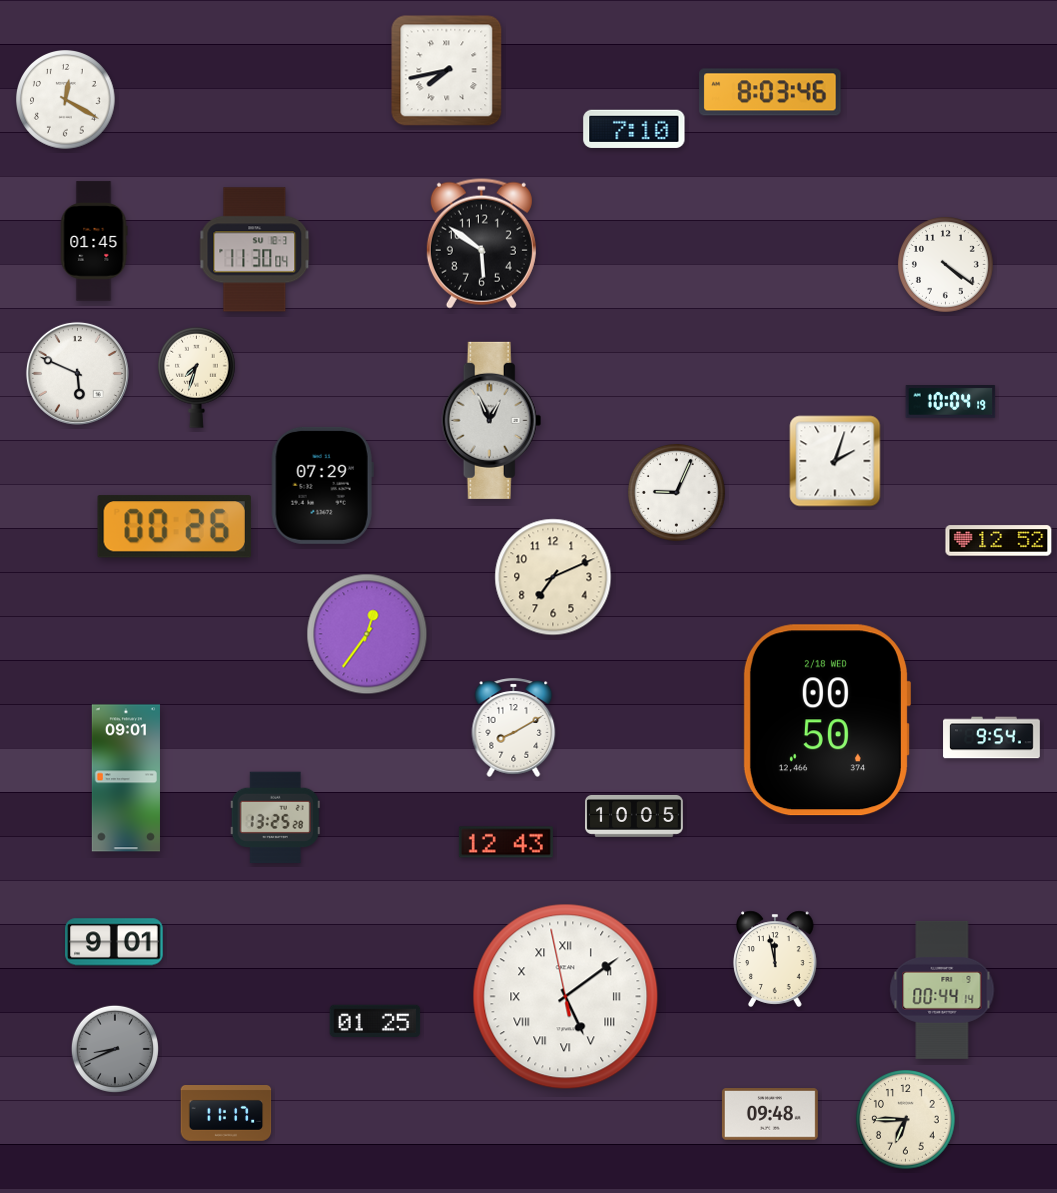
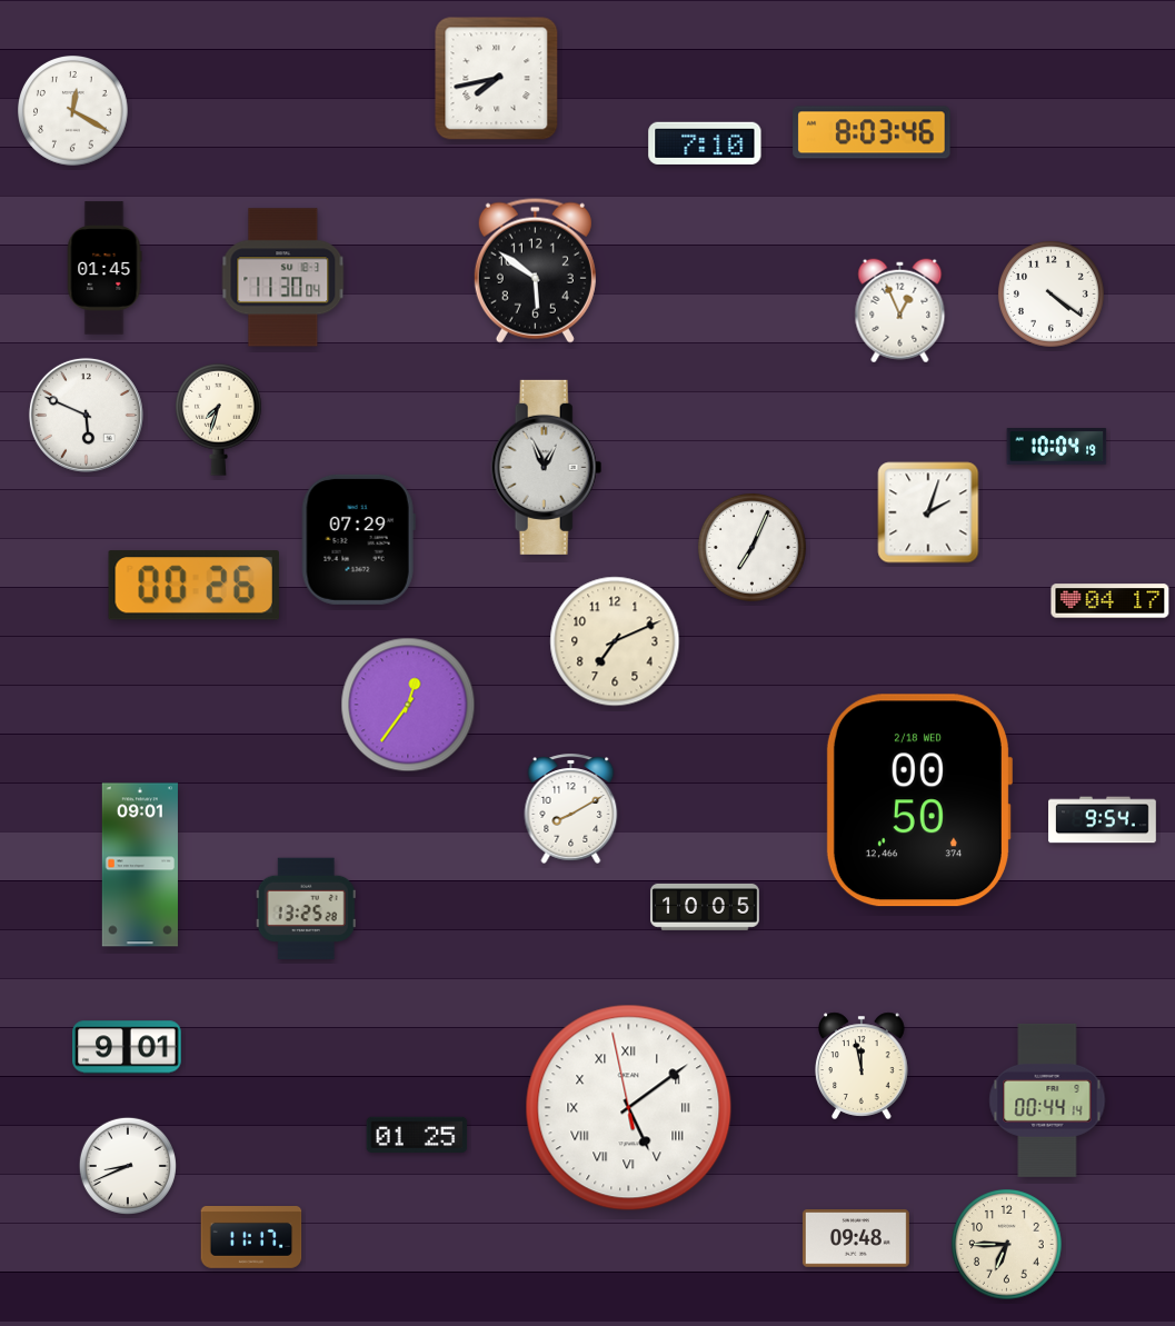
clock at (770, 92) position: (770, 92) -> (872, 132)
clock at (900, 311): none -> 12:56
clock at (677, 493): 9:04 -> 7:04
clock at (999, 541): 12:52 -> 04:17
clock at (506, 842): 12:43 -> none
clock at (115, 1049) dial: grey -> white
